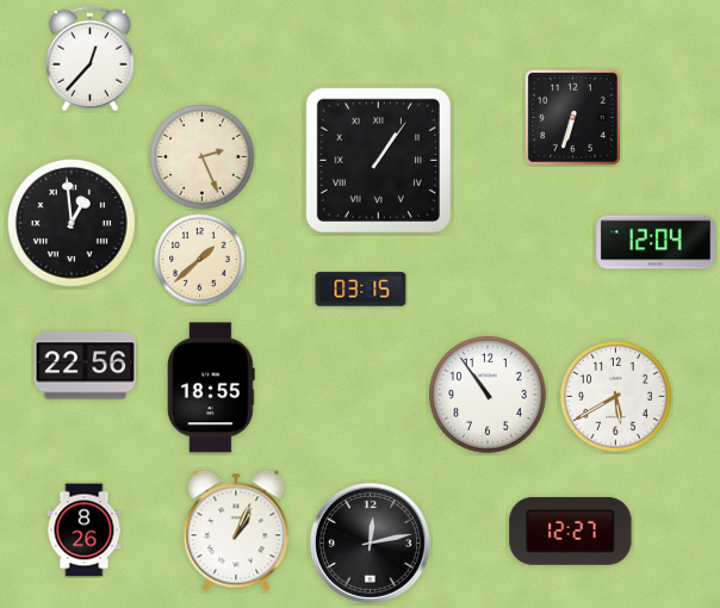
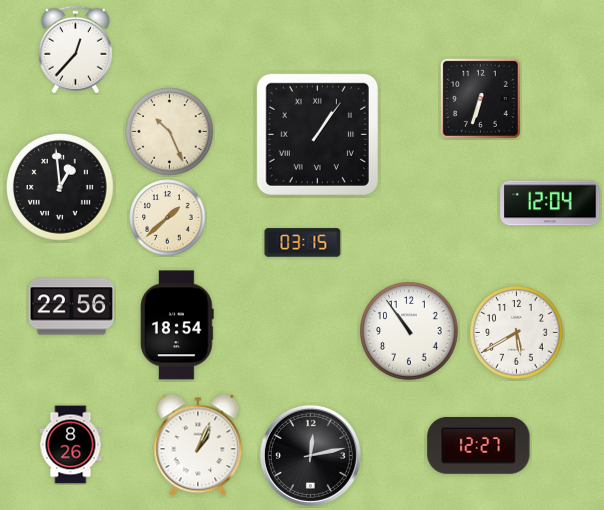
clock at (203, 157): 2:26 -> 10:26
clock at (211, 387): 18:55 -> 18:54
